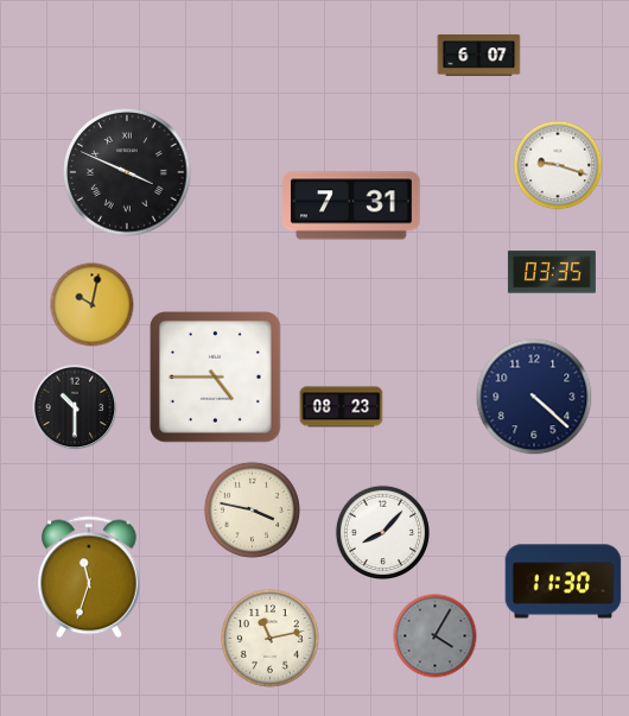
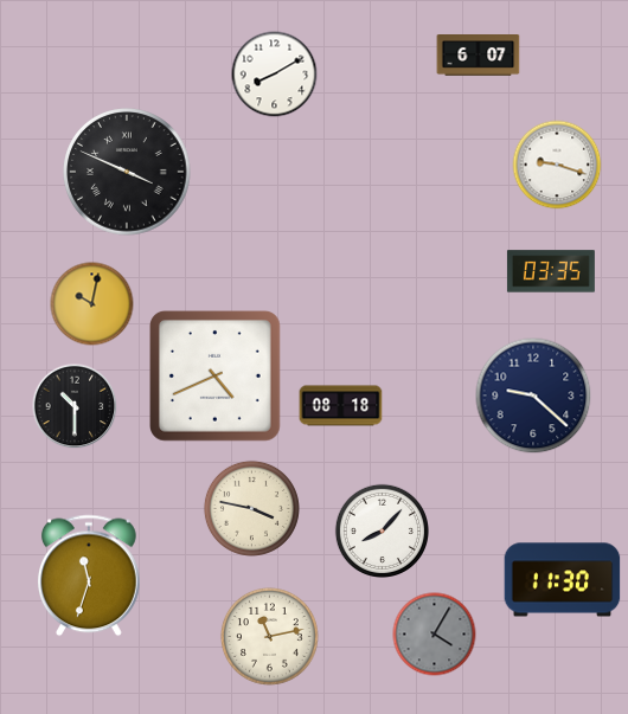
clock at (275, 75): none -> 8:10
clock at (351, 205): 7:31 -> none
clock at (216, 378): 4:45 -> 4:41
clock at (534, 397): 4:22 -> 9:22
clock at (342, 407): 08:23 -> 08:18
